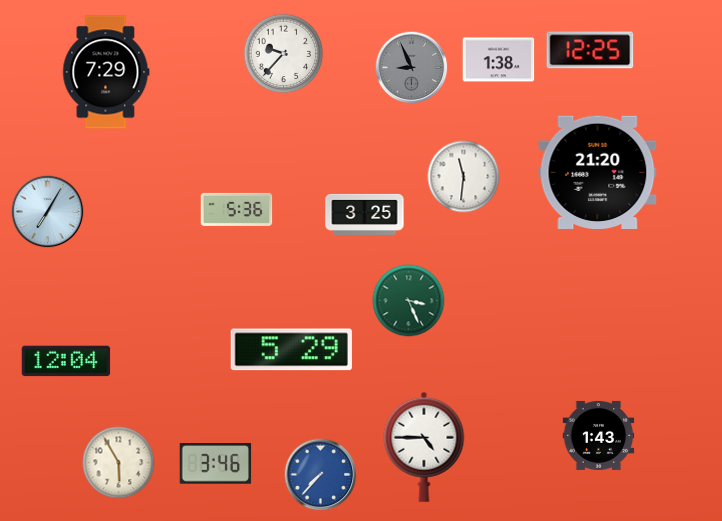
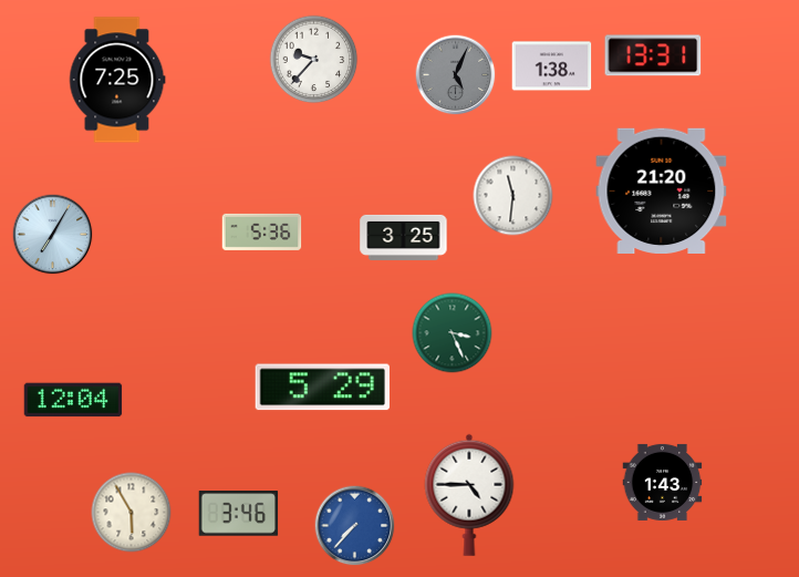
clock at (590, 50): 12:25 -> 13:31
clock at (412, 68): 8:56 -> 5:04
clock at (106, 72): 7:29 -> 7:25
